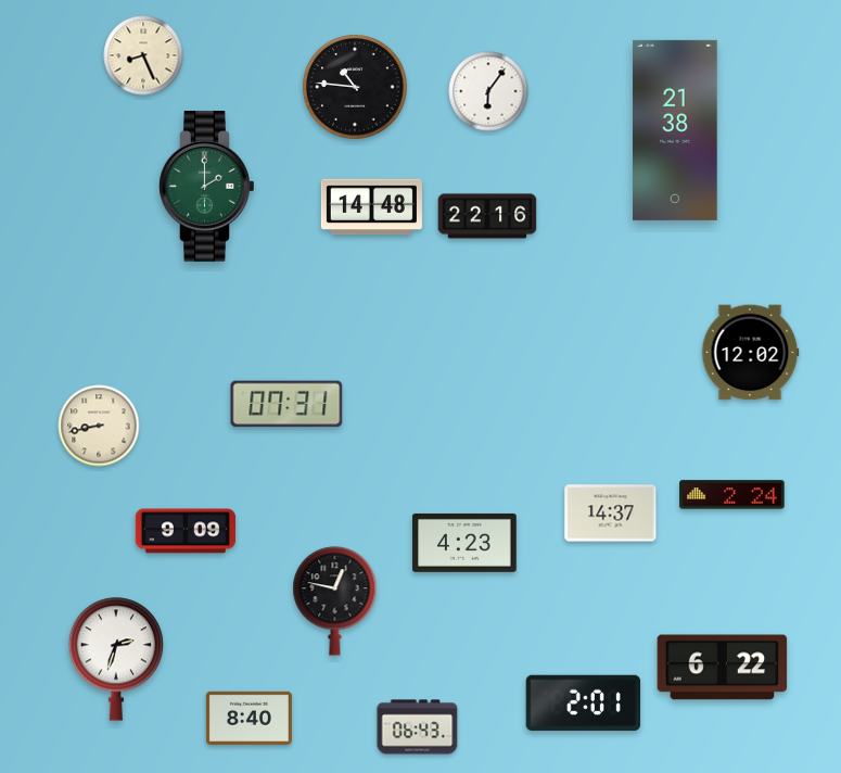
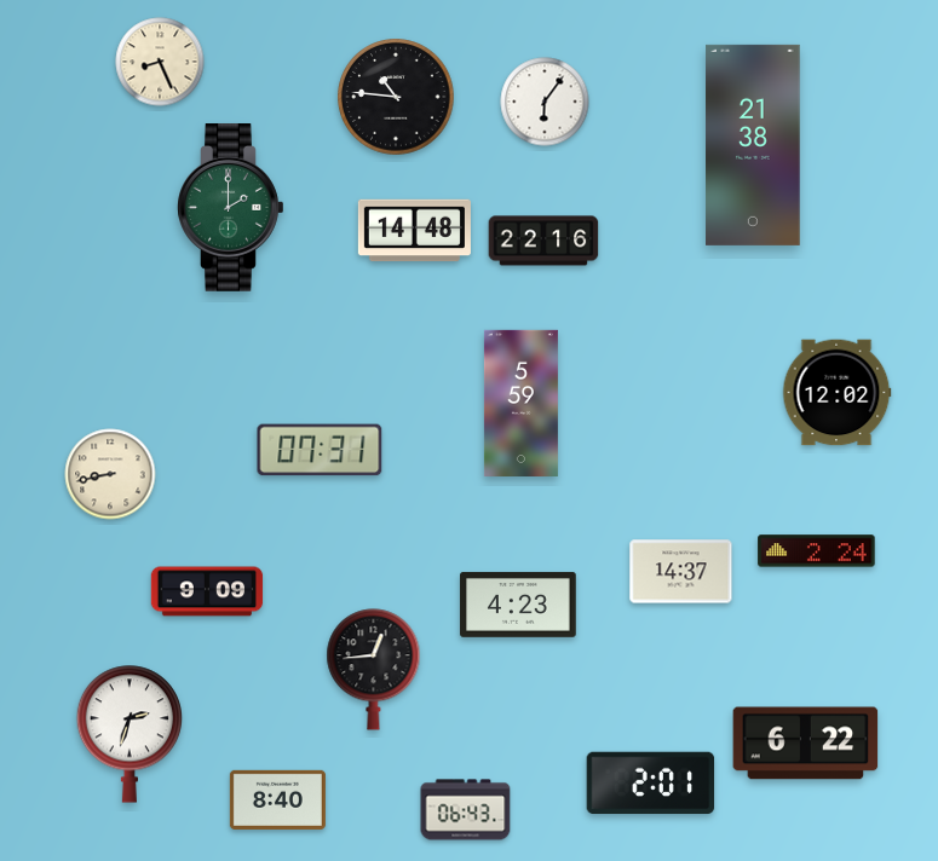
clock at (520, 403): none -> 5:59
clock at (335, 601): 12:47 -> 12:44
